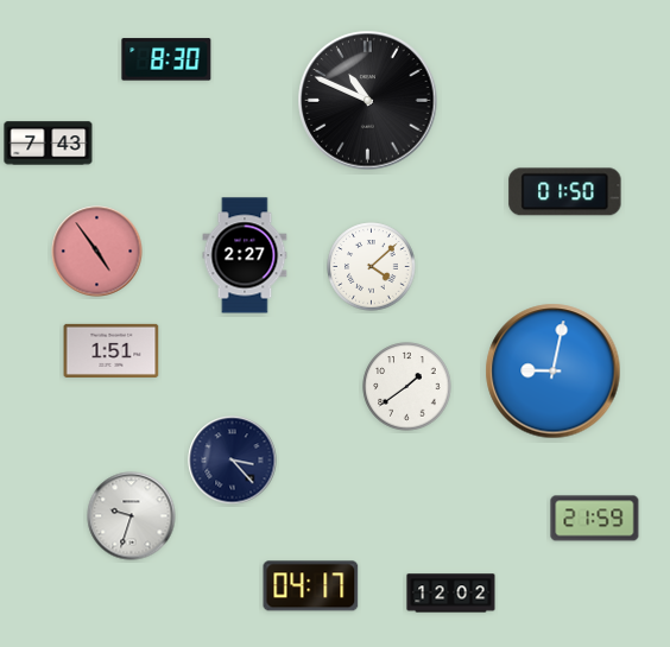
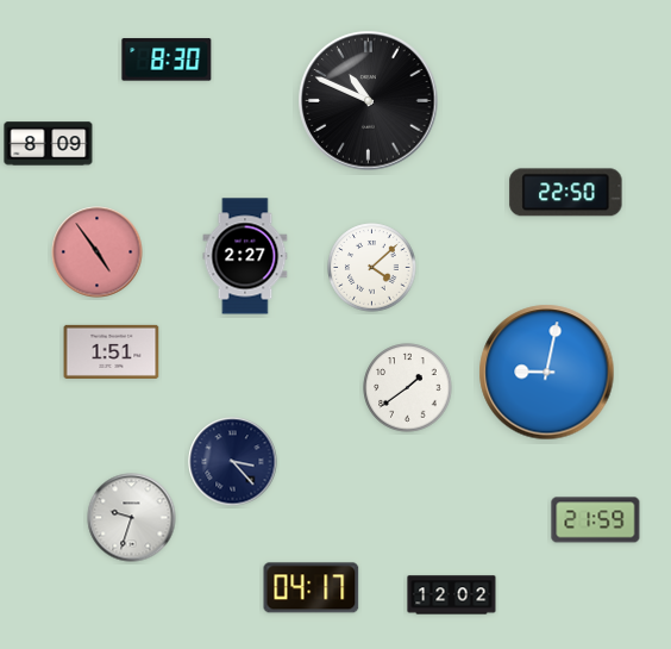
clock at (49, 144): 7:43 -> 8:09
clock at (565, 192): 01:50 -> 22:50
clock at (554, 372) position: (554, 372) -> (547, 373)
